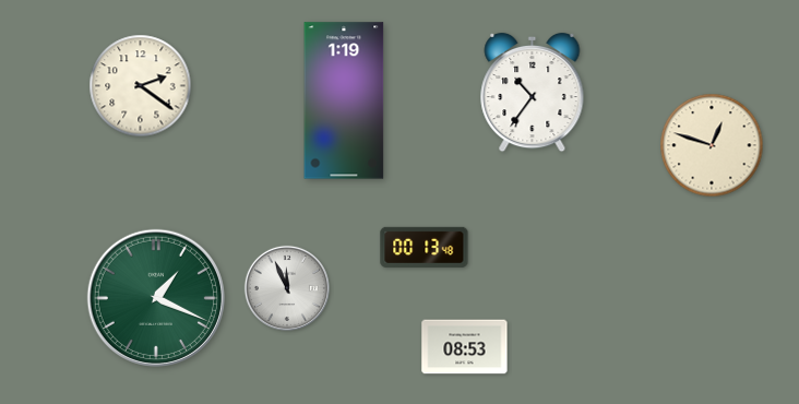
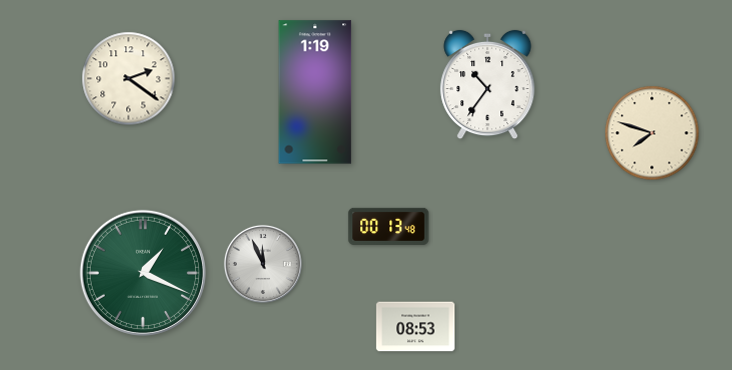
clock at (712, 145): 12:48 -> 7:48
clock at (465, 347) position: (465, 347) -> (416, 327)
